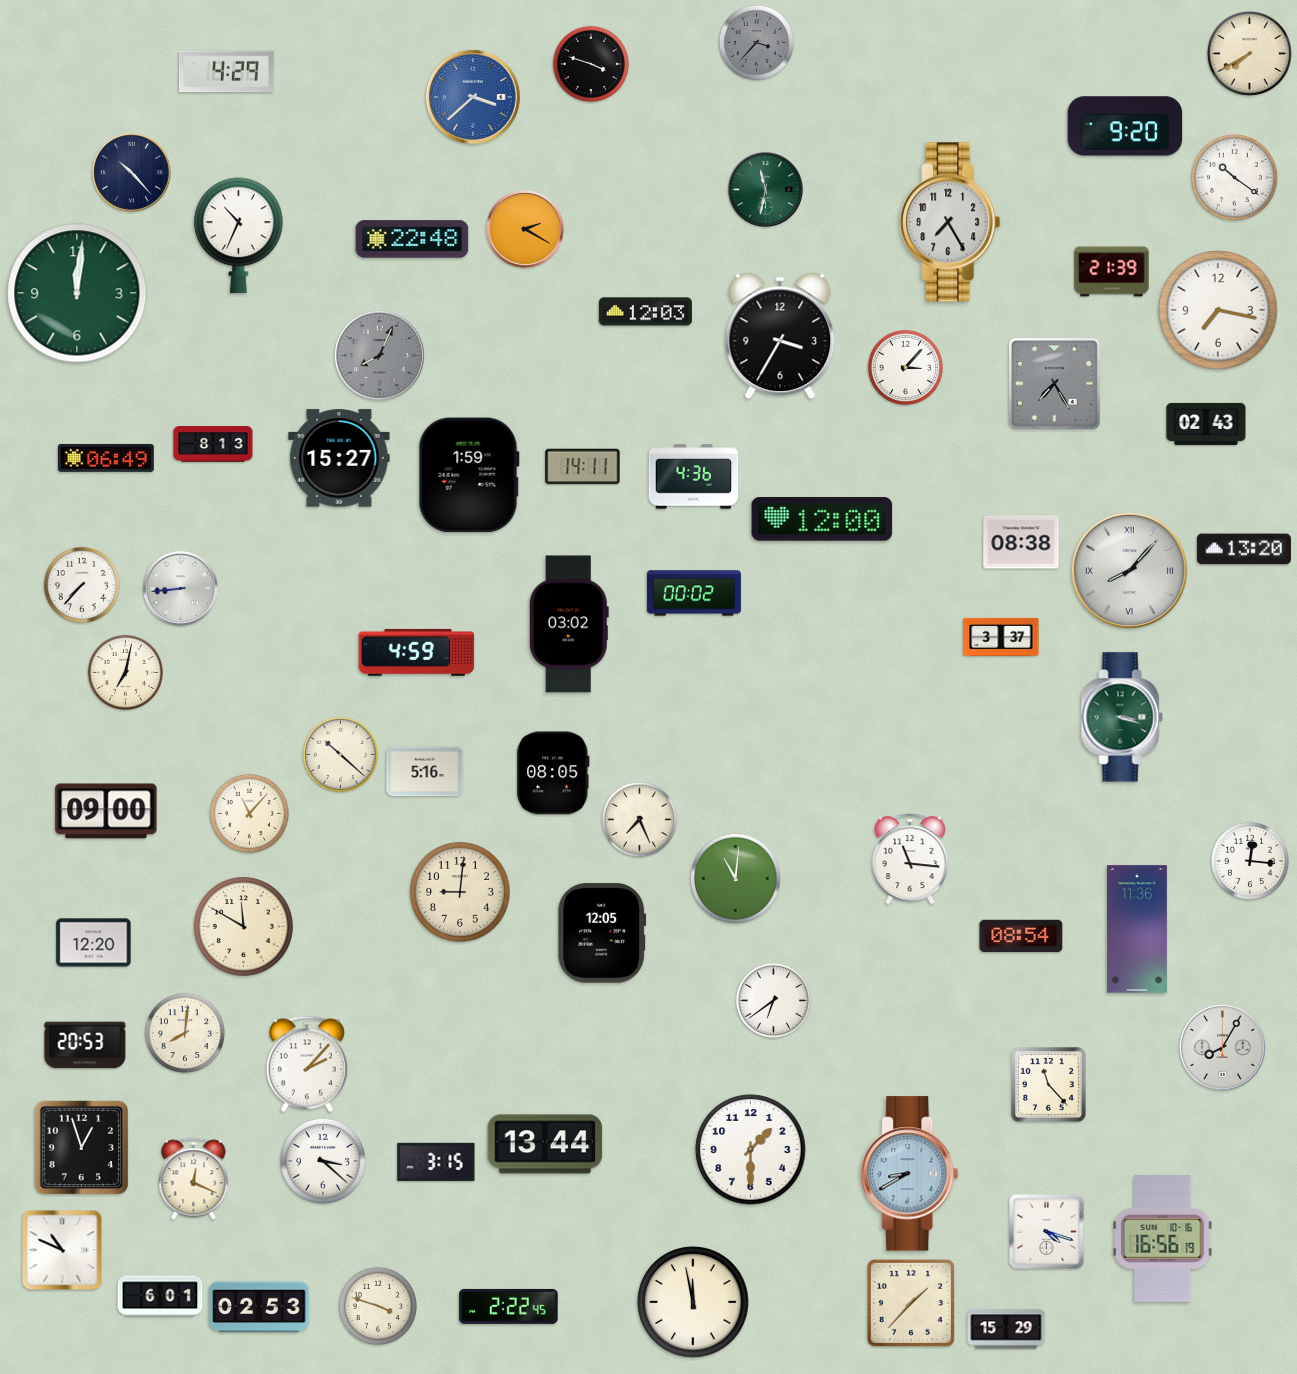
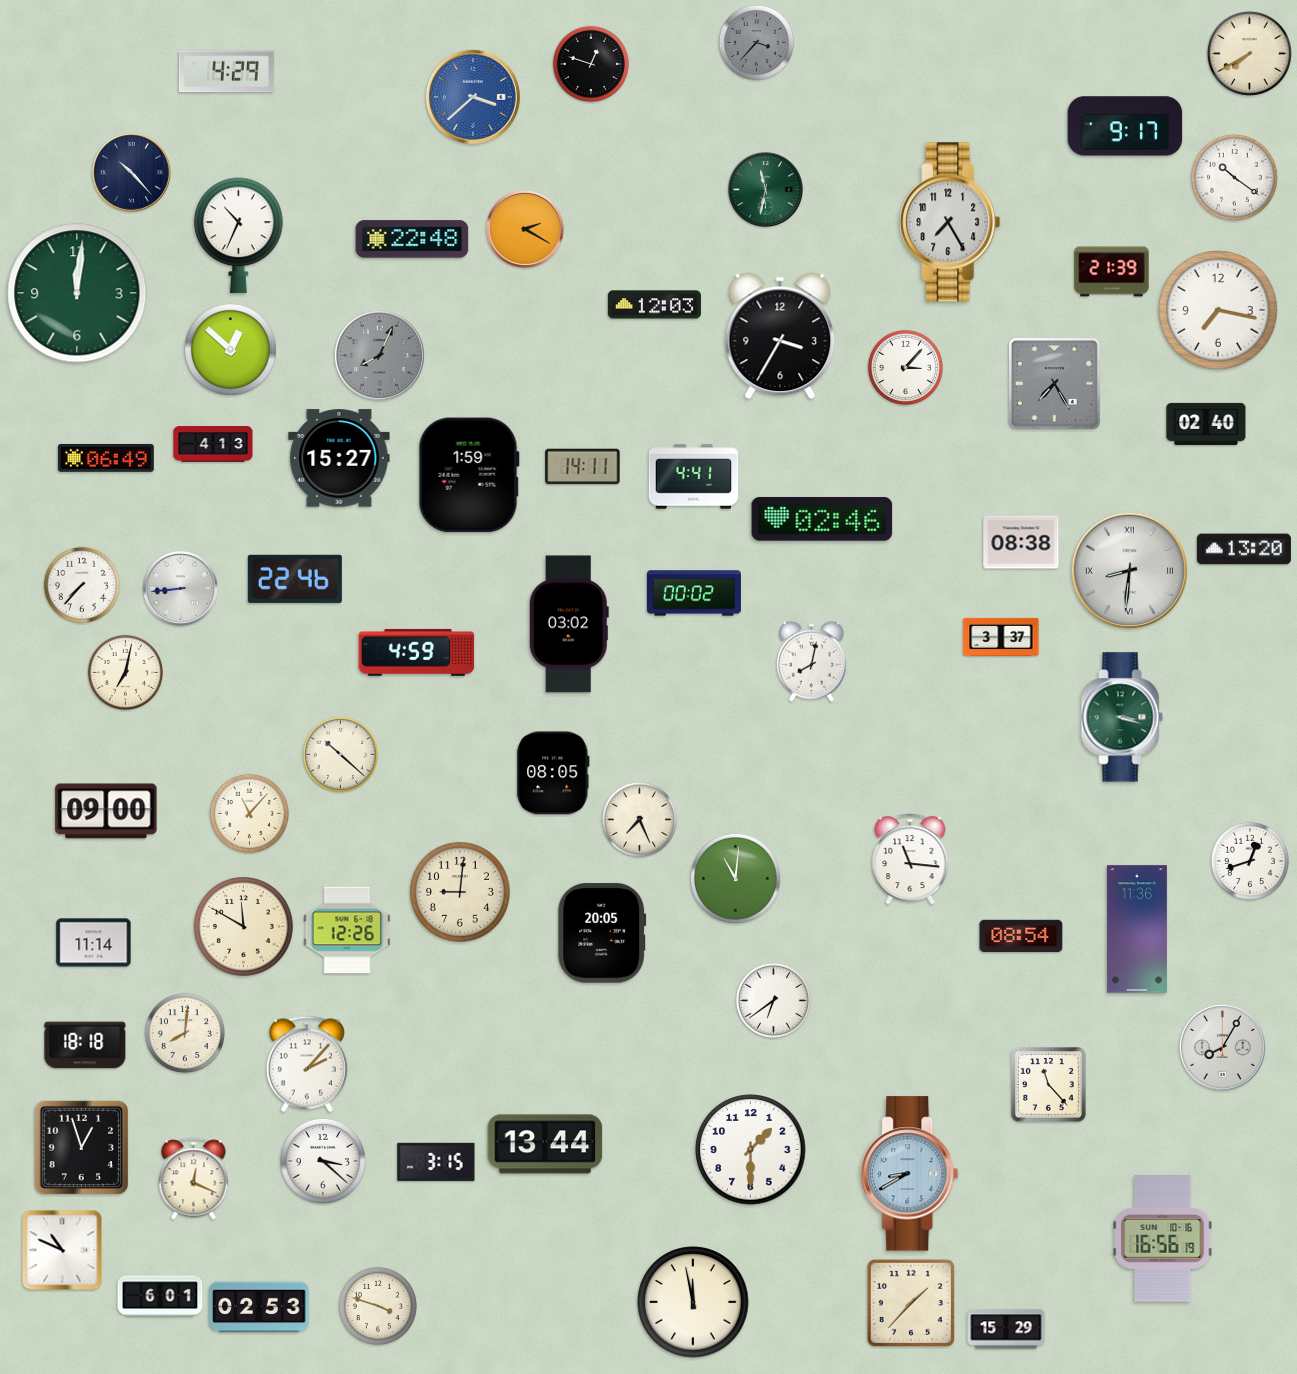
clock at (591, 64): 3:48 -> 12:48
clock at (1125, 126): 9:20 -> 9:17
clock at (645, 312) position: (645, 312) -> (654, 305)
clock at (230, 349): none -> 12:52
clock at (1206, 424): 02:43 -> 02:40
clock at (213, 444): 8:13 -> 4:13
clock at (694, 477): 4:36 -> 4:41
clock at (822, 519): 12:00 -> 02:46
clock at (1129, 570): 8:07 -> 8:31
clock at (295, 579): none -> 22:46
clock at (811, 661): none -> 8:02
clock at (425, 772): 5:16 -> none
clock at (1250, 861): 12:16 -> 12:42
clock at (347, 930): none -> 12:26
clock at (602, 933): 12:05 -> 20:05
clock at (94, 943): 12:20 -> 11:14
clock at (85, 1045): 20:53 -> 18:18
clock at (1046, 1231): 4:18 -> none
clock at (509, 1306): 2:22 -> none
